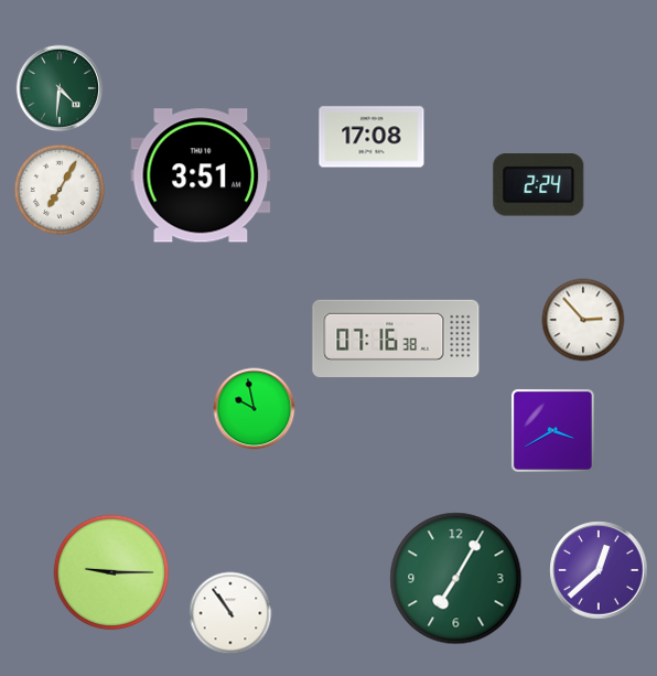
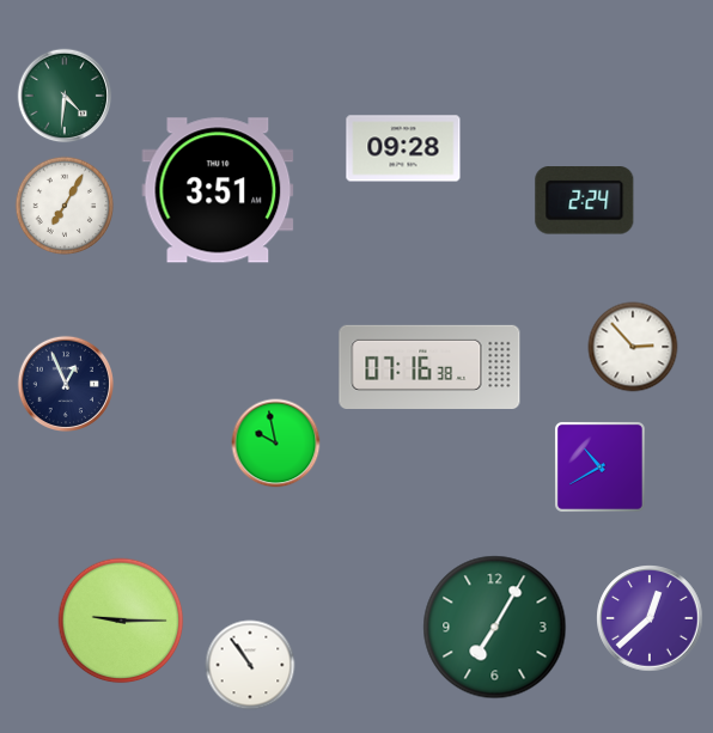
clock at (371, 137): 17:08 -> 09:28
clock at (65, 383): none -> 12:56
clock at (552, 430): 3:40 -> 10:40
